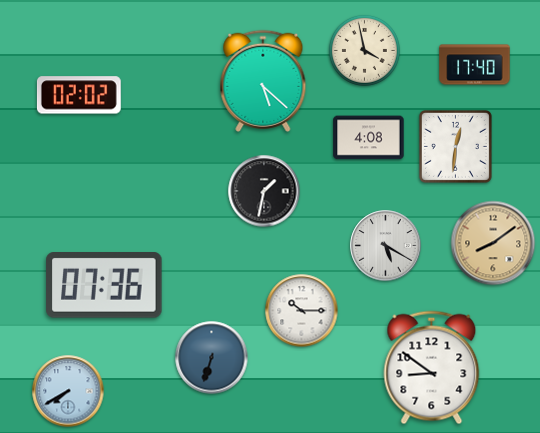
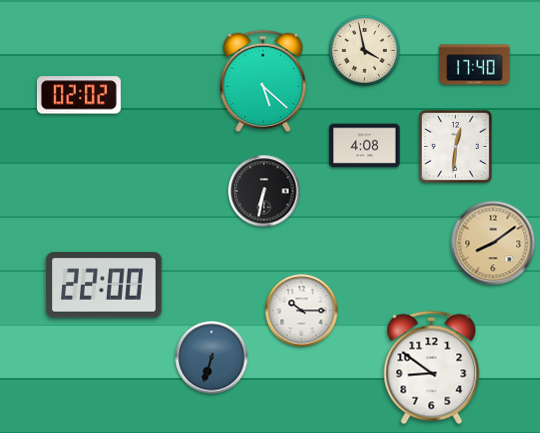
clock at (369, 138) position: (369, 138) -> (365, 146)
clock at (264, 191): 1:32 -> 6:32
clock at (386, 246): 5:20 -> none
clock at (104, 285): 07:36 -> 22:00
clock at (68, 391): 7:40 -> none
